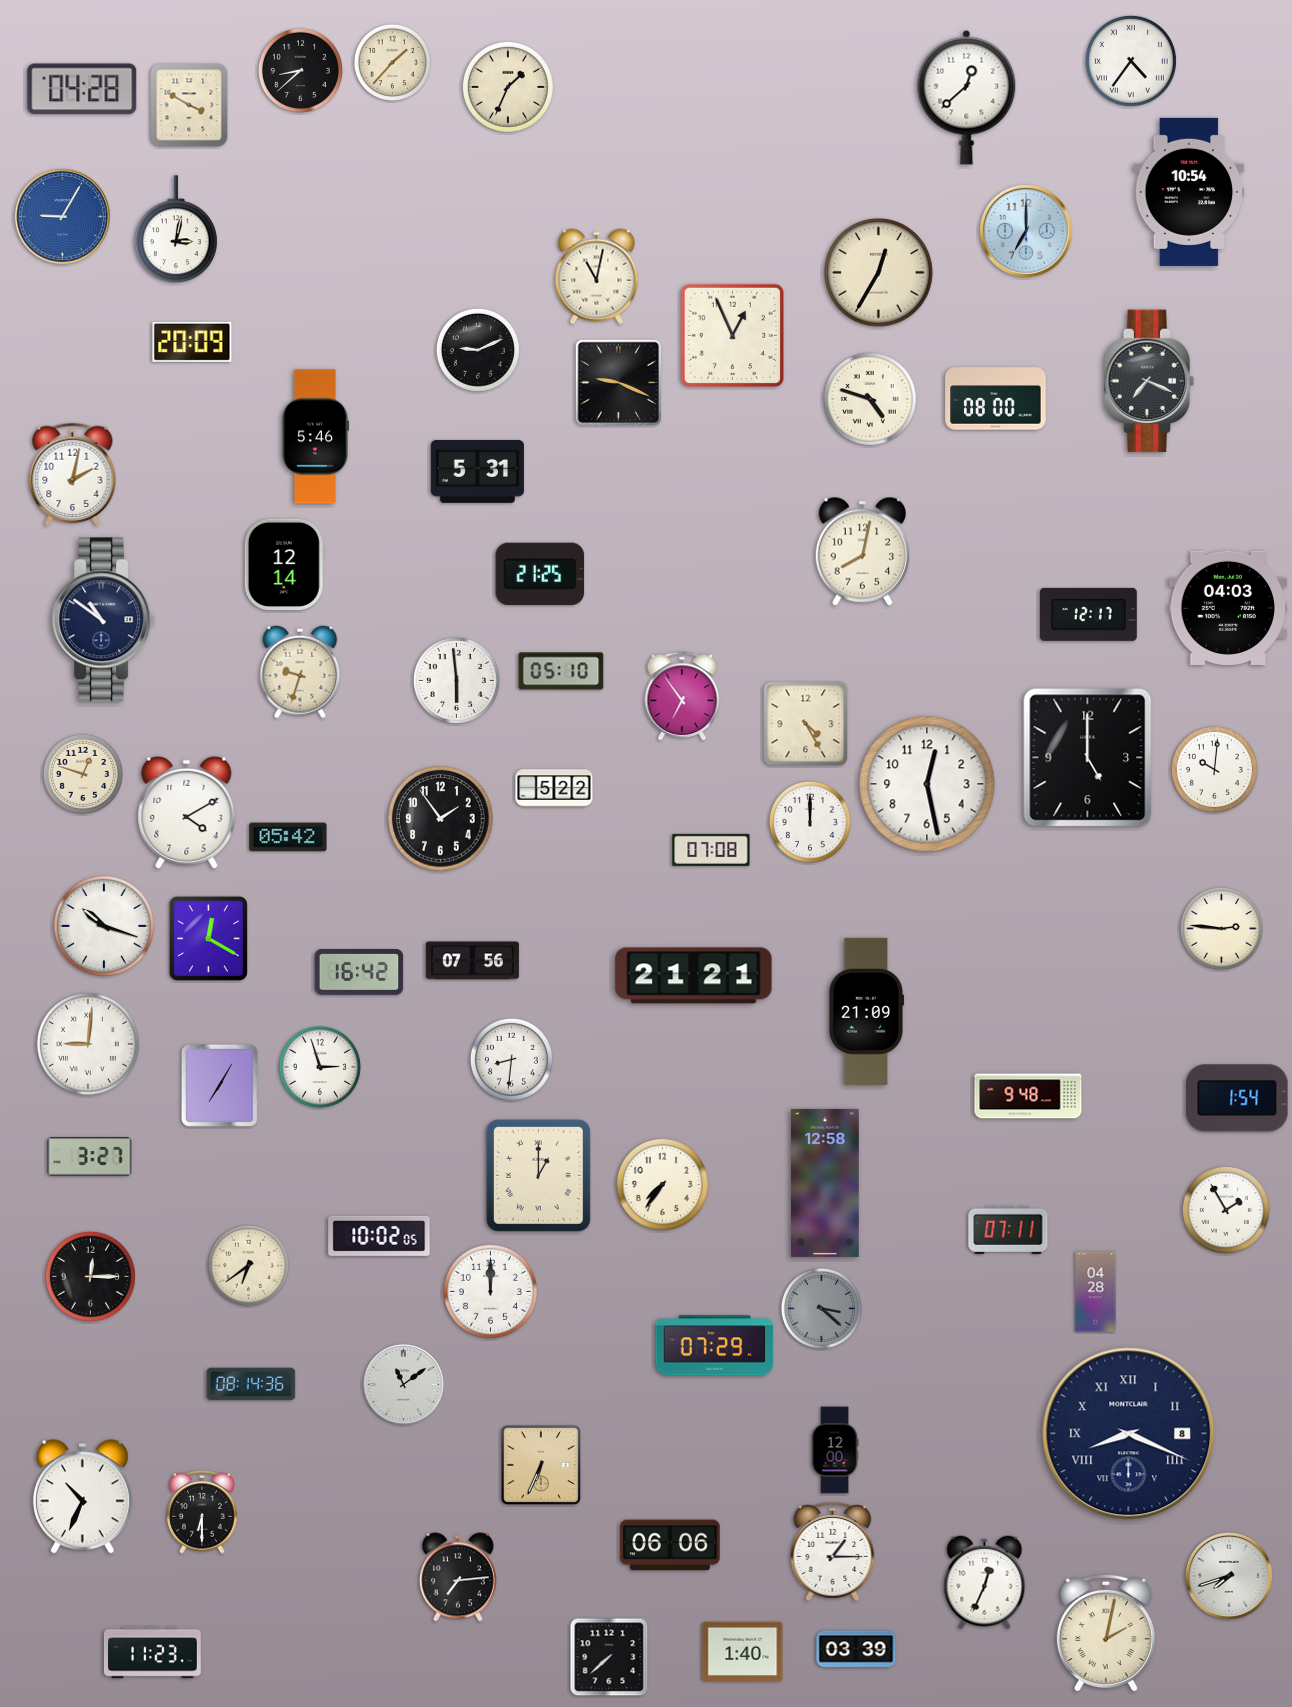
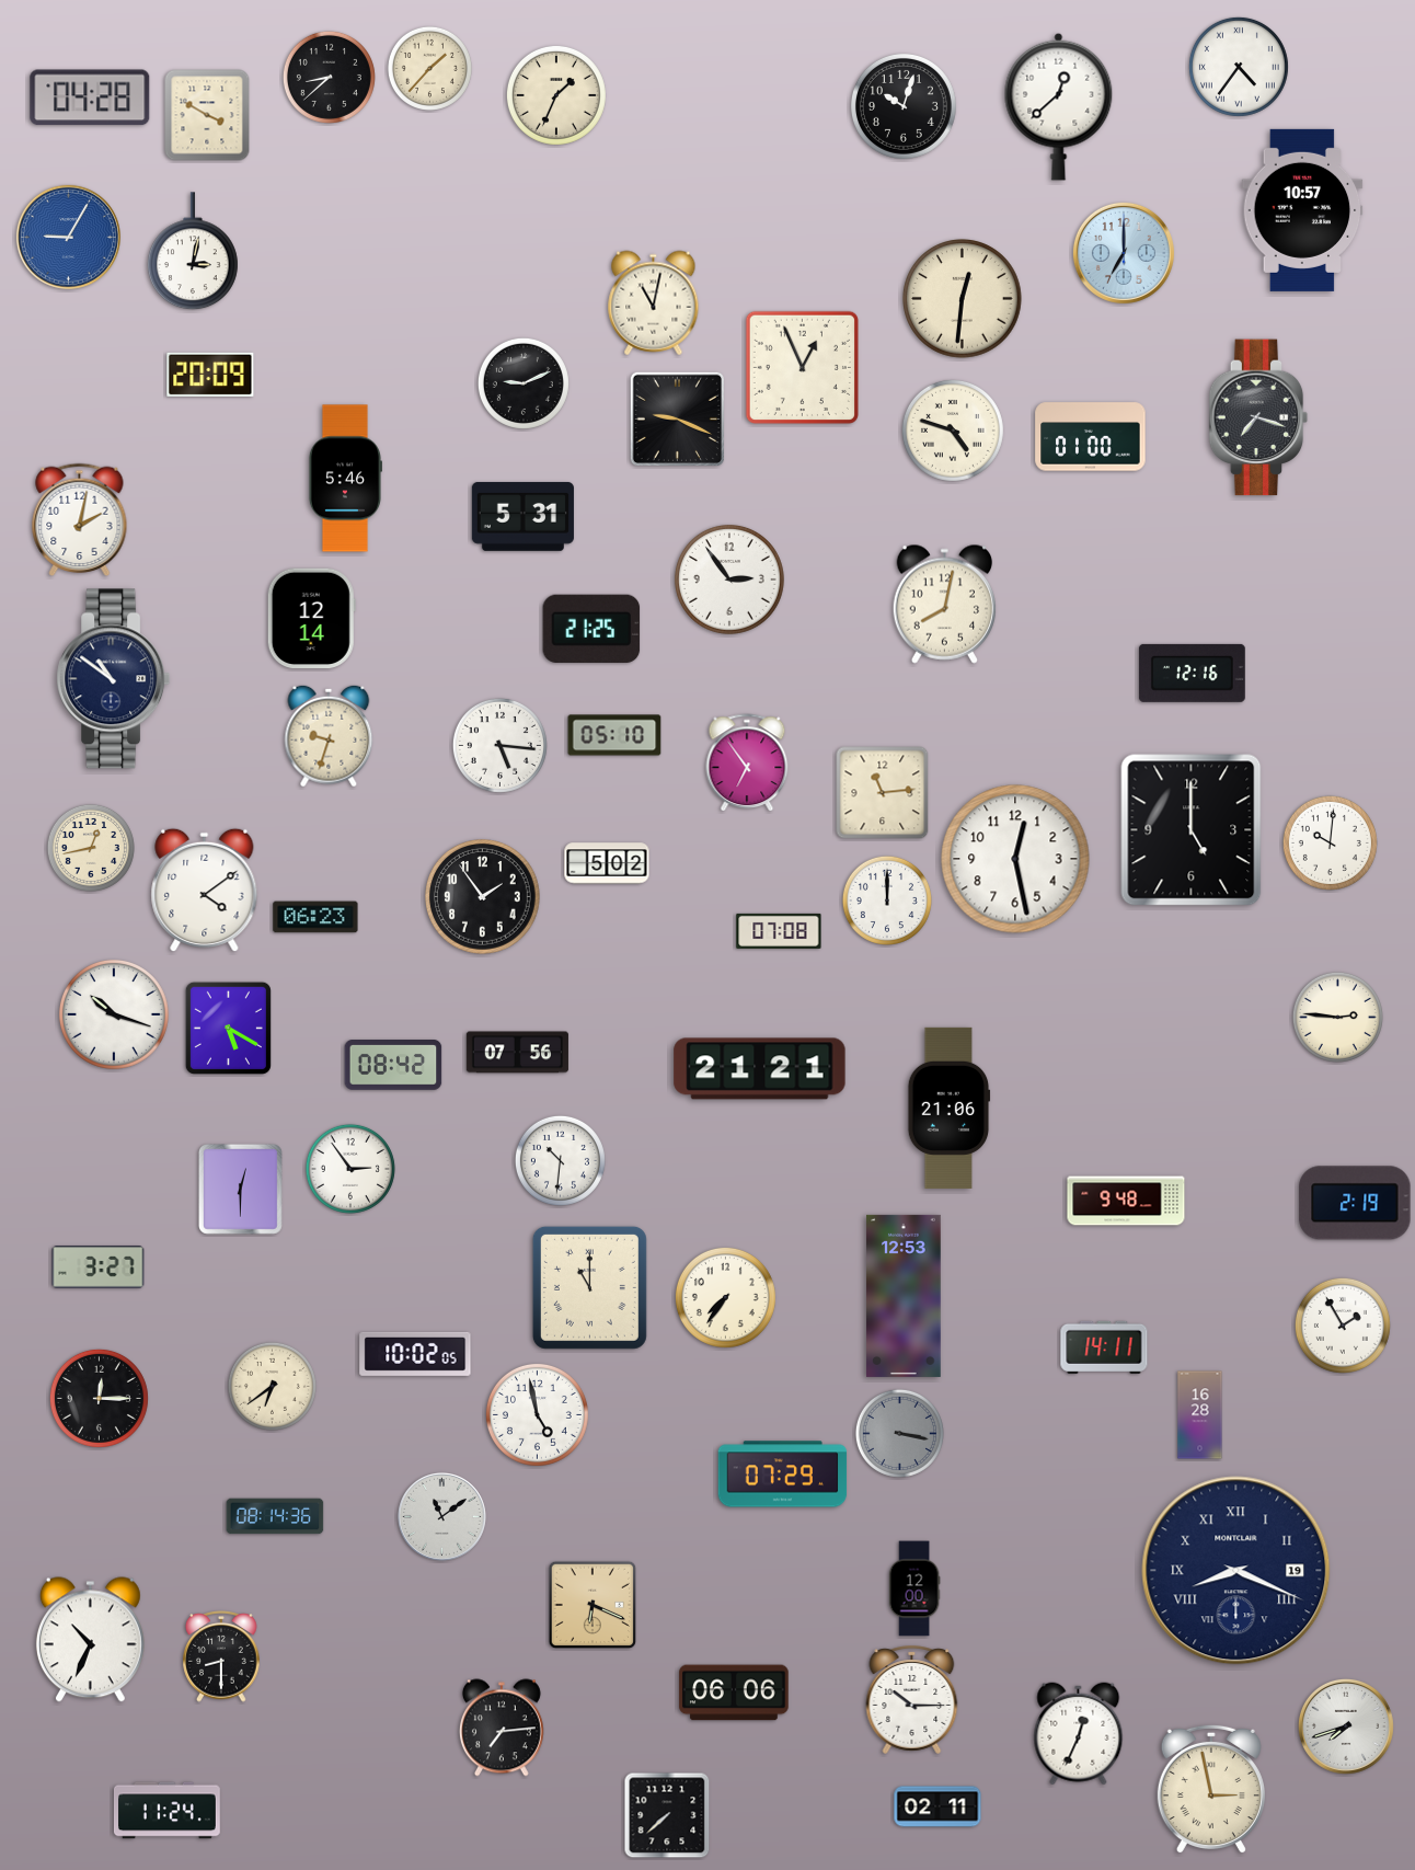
clock at (904, 106): none -> 10:03
clock at (1189, 192): 10:54 -> 10:57
clock at (879, 273): 12:35 -> 12:31
clock at (1149, 381): 7:19 -> 7:18
clock at (870, 399) position: (870, 399) -> (953, 431)
clock at (996, 399): 08:00 -> 01:00
clock at (729, 580): none -> 2:54
clock at (1227, 608): 04:03 -> none
clock at (1088, 614): 12:17 -> 12:16
clock at (456, 680): 5:59 -> 5:16
clock at (806, 724): 4:25 -> 11:14
clock at (83, 774): 12:48 -> 12:43
clock at (554, 788): 5:22 -> 5:02
clock at (187, 813): 4:10 -> 4:09
clock at (288, 837): 05:42 -> 06:23
clock at (208, 938): 12:20 -> 5:20
clock at (359, 973): 16:42 -> 08:42
clock at (867, 1011): 21:09 -> 21:06
clock at (89, 1045): 9:01 -> none
clock at (511, 1059): 8:31 -> 10:31
clock at (320, 1067): 2:57 -> 2:54
clock at (219, 1085): 7:05 -> 12:30
clock at (1237, 1098): 1:54 -> 2:19
clock at (538, 1175): 1:00 -> 11:00
clock at (825, 1183): 12:58 -> 12:53
clock at (1008, 1230): 07:11 -> 14:11
clock at (490, 1291): 12:00 -> 4:58
clock at (1096, 1292): 04:28 -> 16:28
clock at (821, 1308): 3:22 -> 3:17
clock at (1129, 1434) date: 8 -> 19
clock at (541, 1465): 6:34 -> 6:19
clock at (202, 1513): 6:30 -> 8:30
clock at (833, 1551): 1:15 -> 10:15
clock at (1106, 1633): 2:02 -> 2:58
clock at (856, 1649): 03:39 -> 02:11
clock at (743, 1652): 1:40 -> none
clock at (152, 1653): 11:23 -> 11:24
